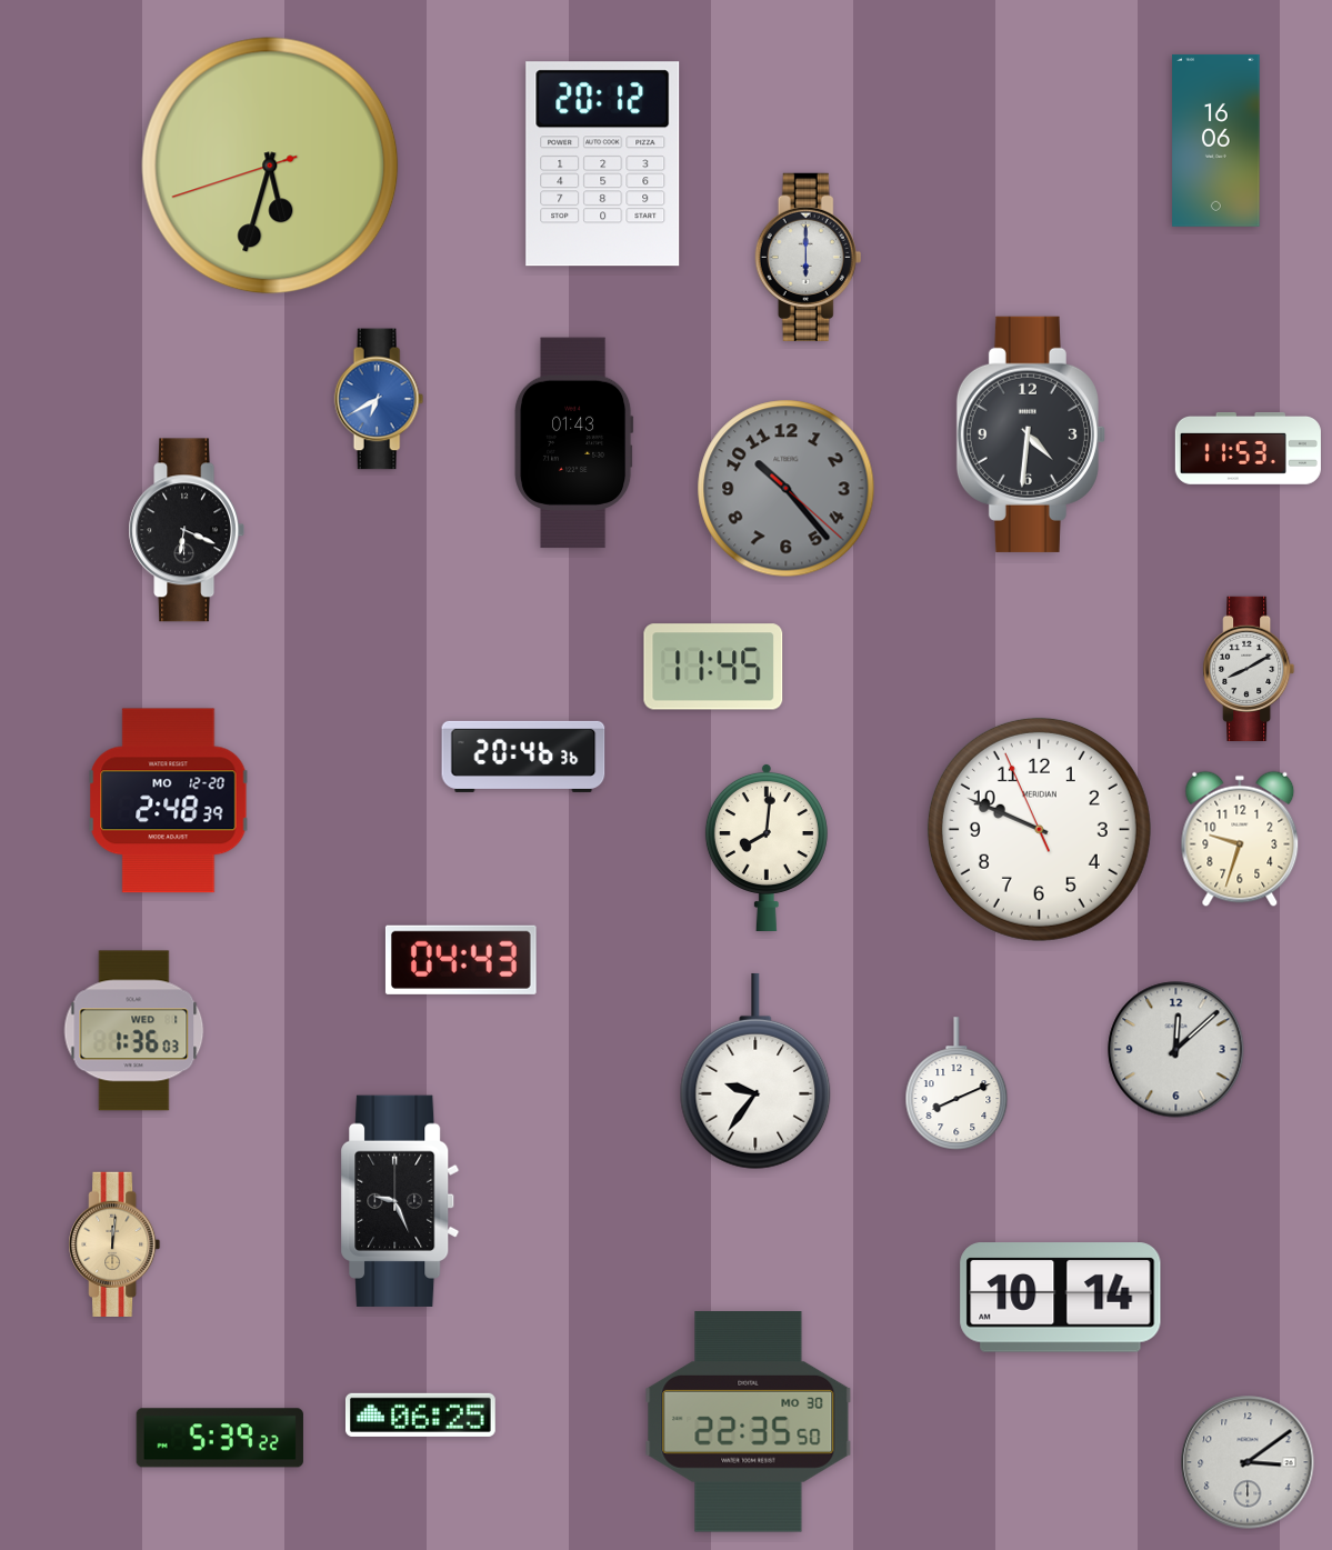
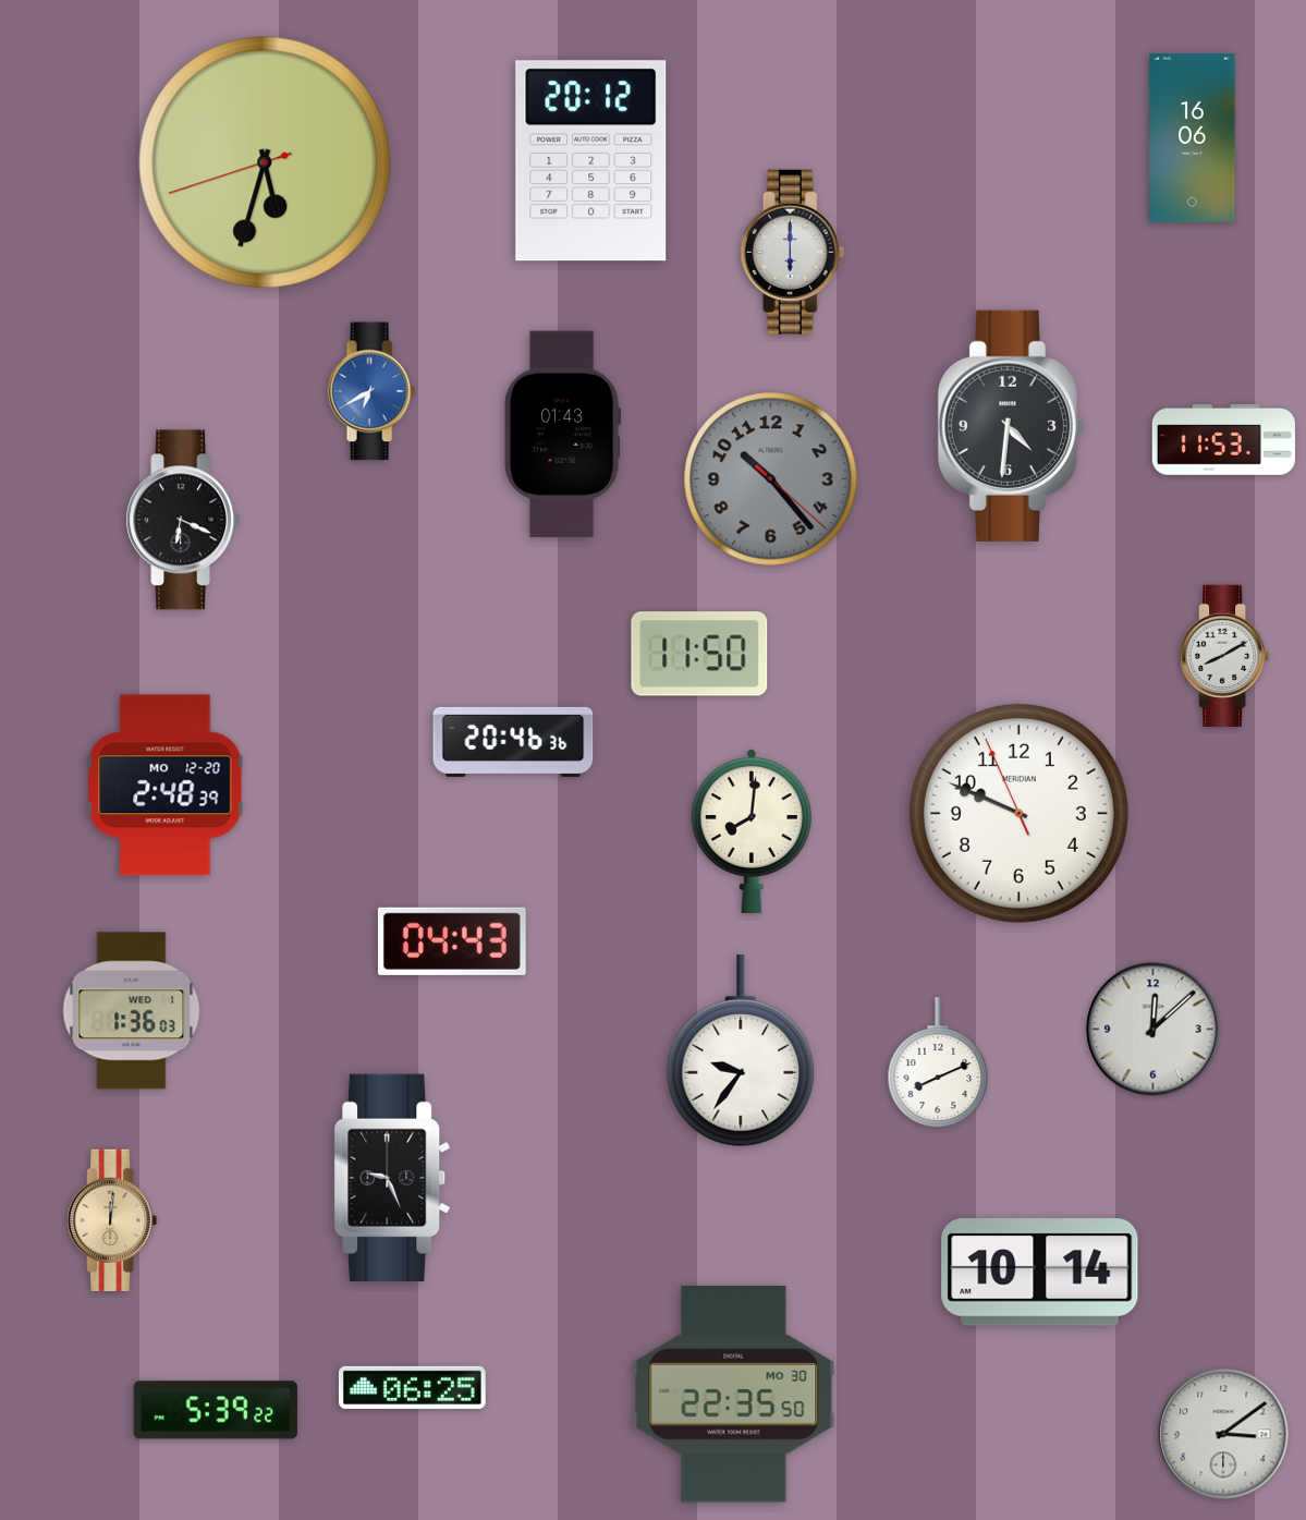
clock at (713, 667): 11:45 -> 11:50
clock at (1240, 839): 9:33 -> none
